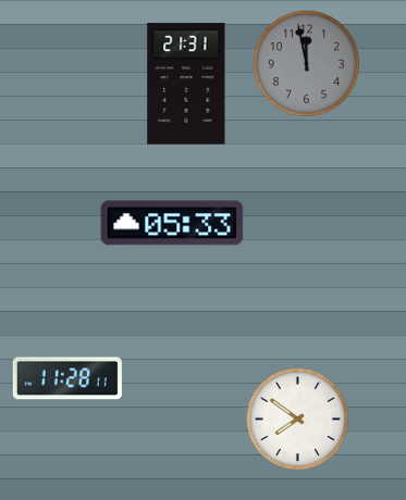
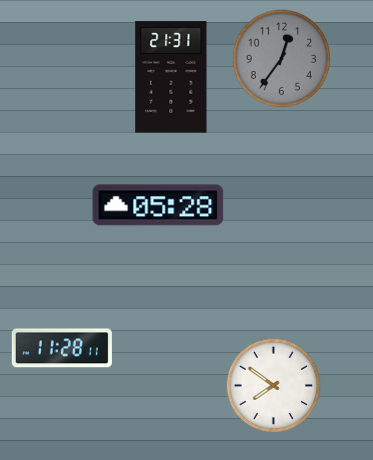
clock at (307, 64): 11:58 -> 12:36
clock at (172, 223): 05:33 -> 05:28
